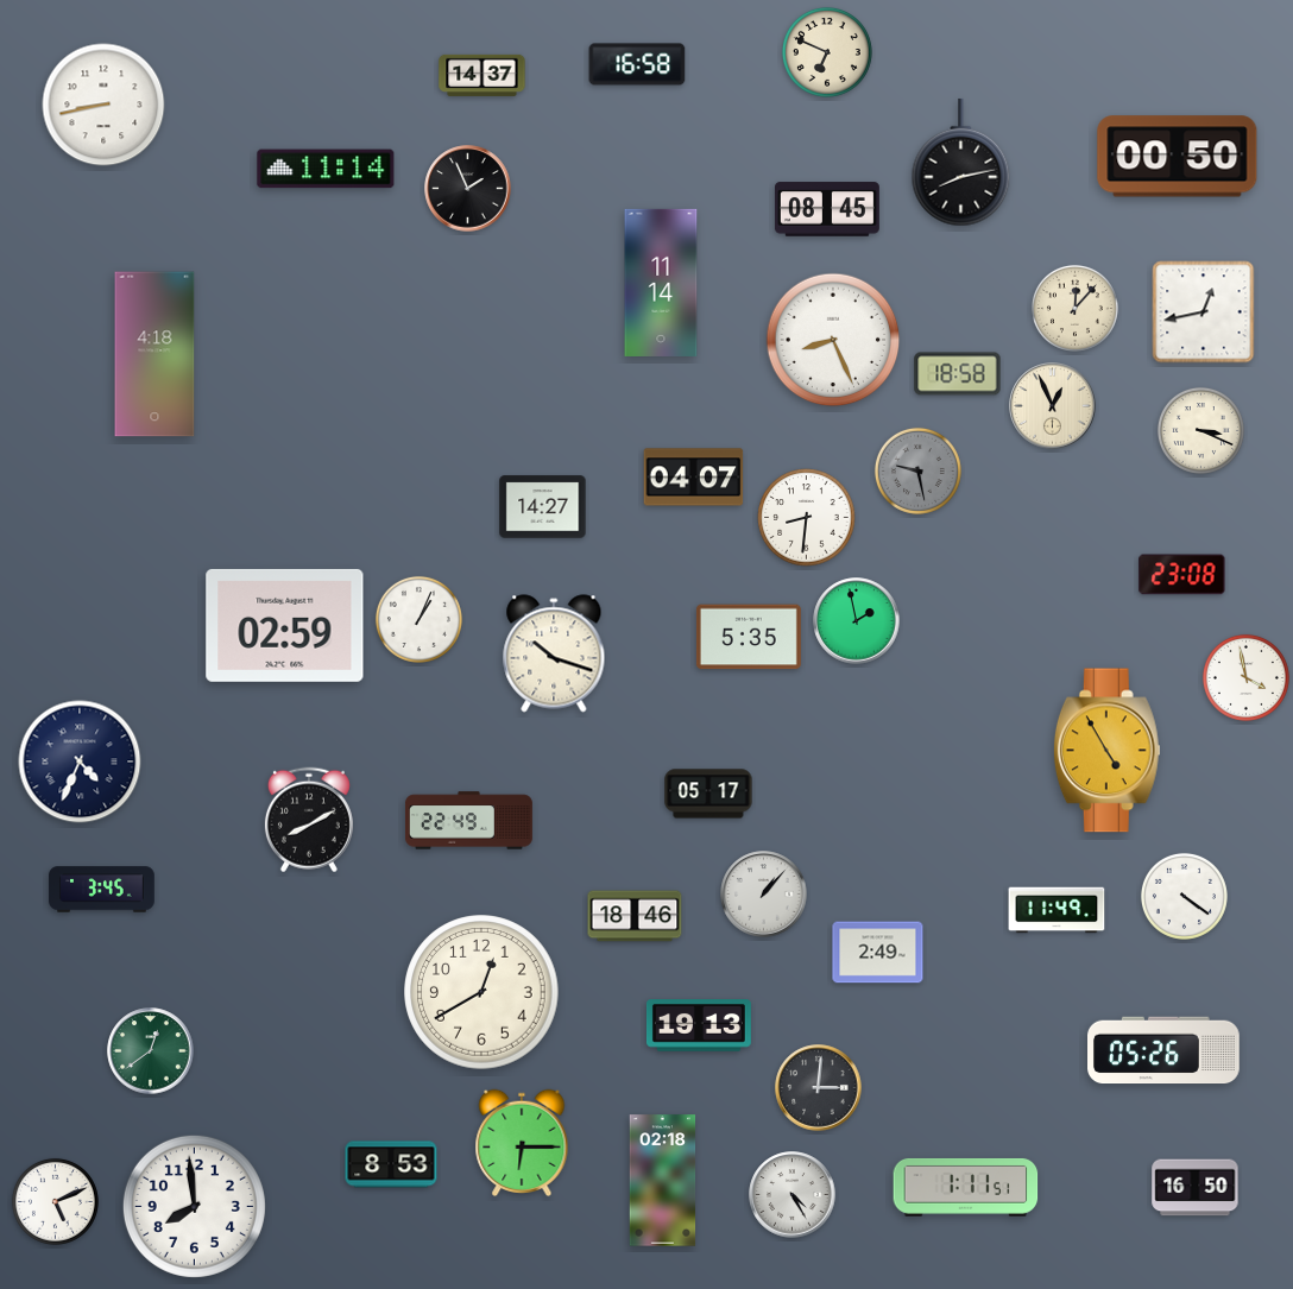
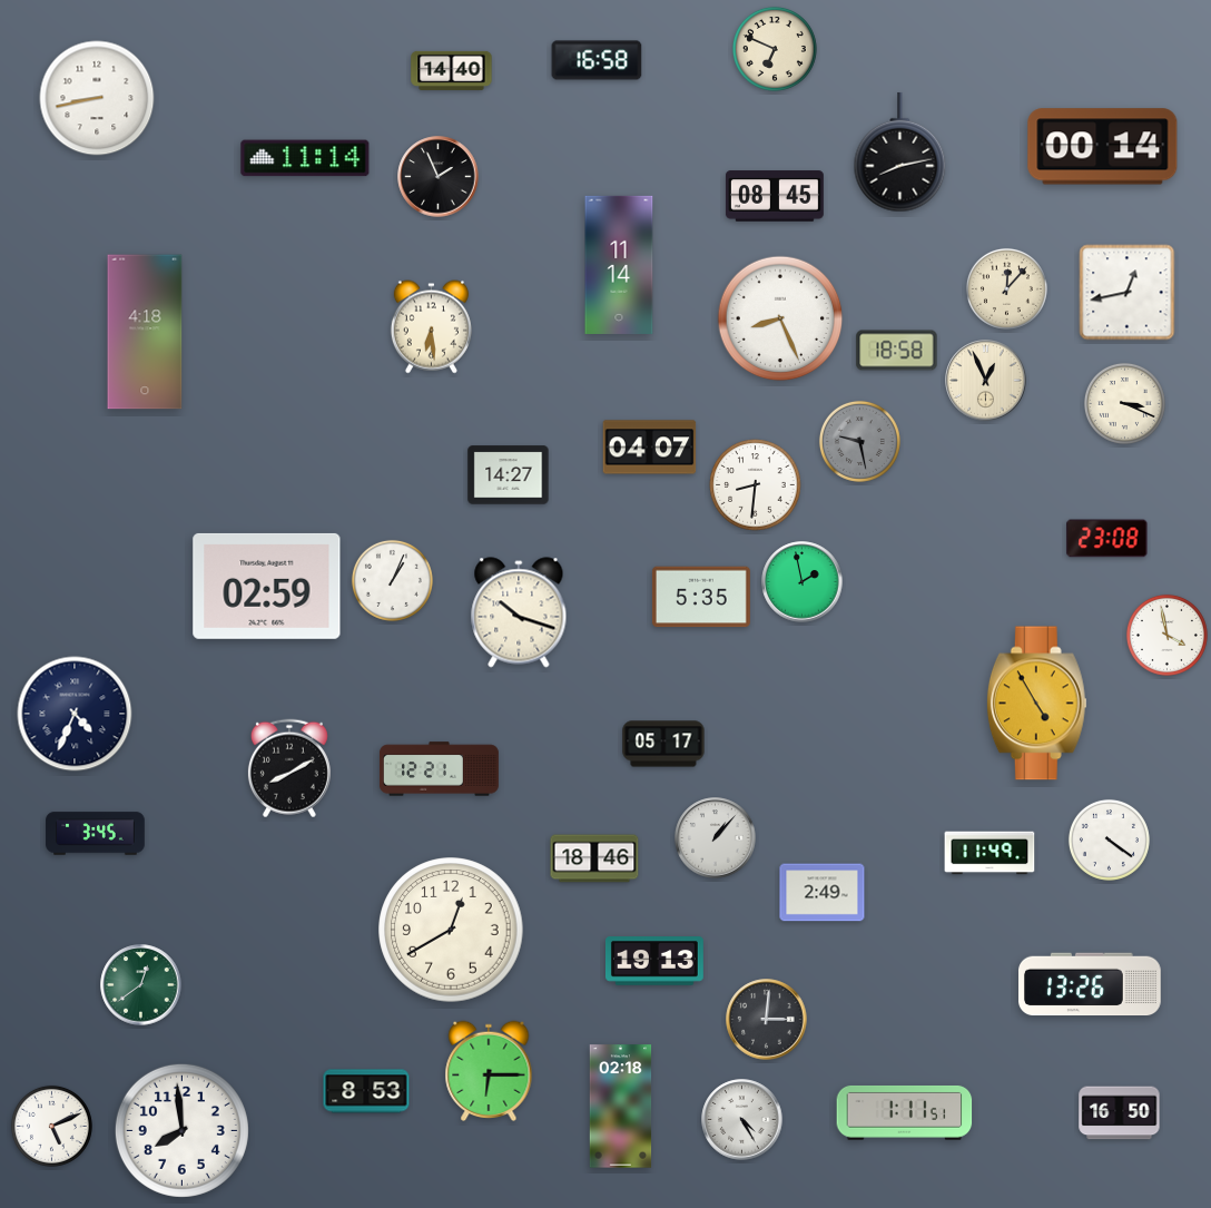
clock at (482, 75): 14:37 -> 14:40
clock at (1178, 157): 00:50 -> 00:14
clock at (431, 327): none -> 6:29
clock at (468, 821): 22:49 -> 12:21
clock at (1165, 1050): 05:26 -> 13:26
